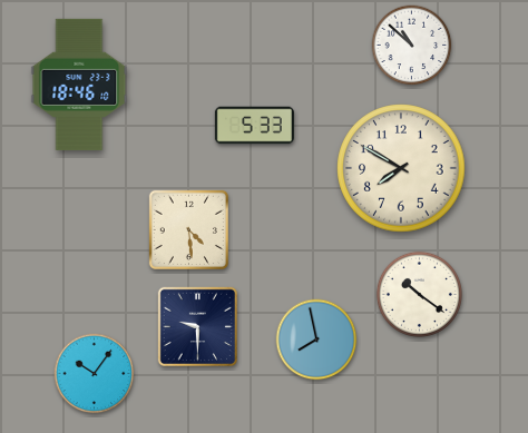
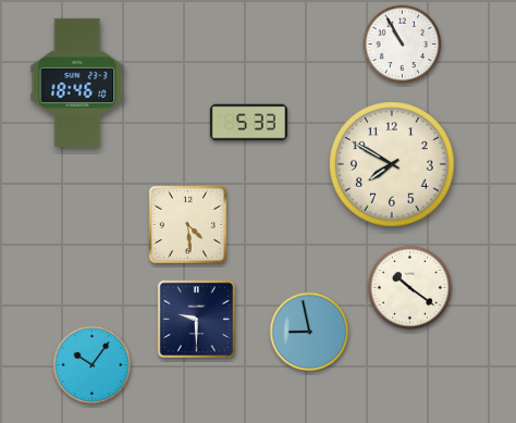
clock at (412, 46): 10:52 -> 10:55
clock at (188, 229) position: (188, 229) -> (187, 224)
clock at (197, 326) position: (197, 326) -> (196, 319)
clock at (316, 339): 7:58 -> 8:58
